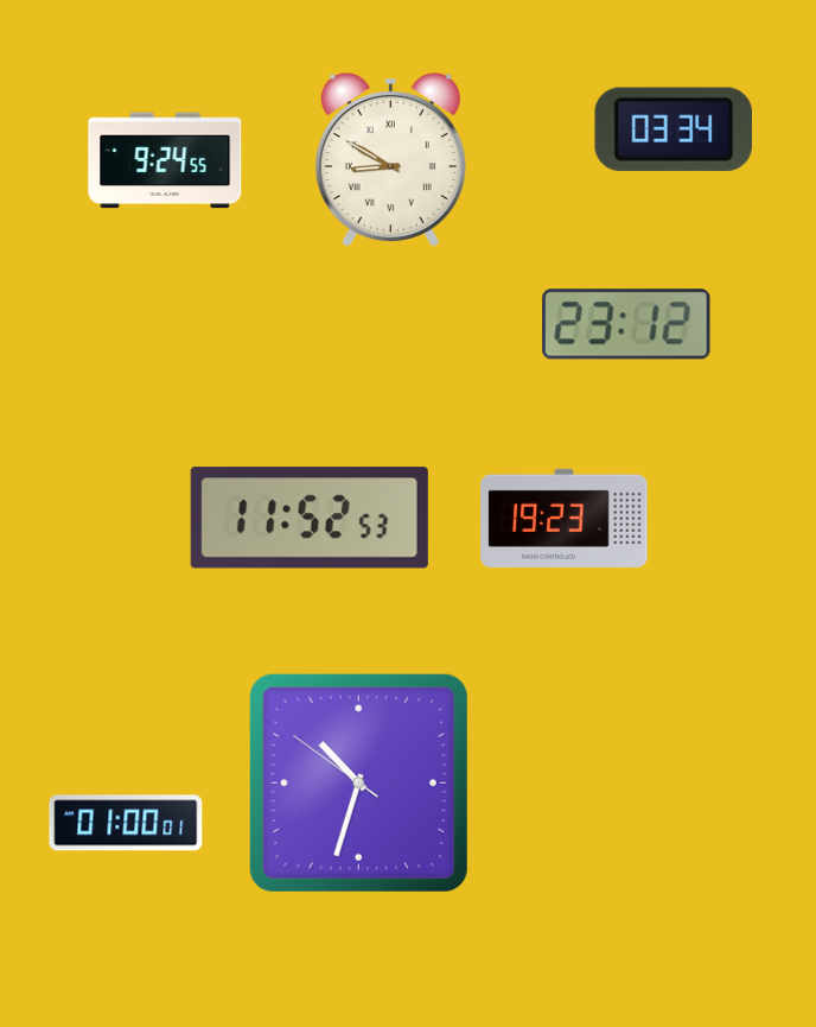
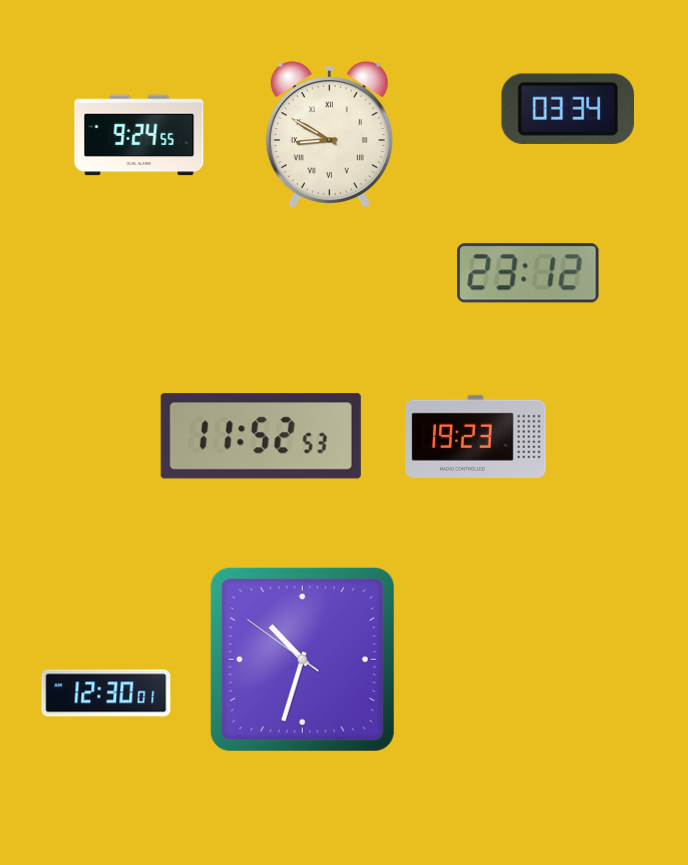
clock at (126, 823): 01:00 -> 12:30
